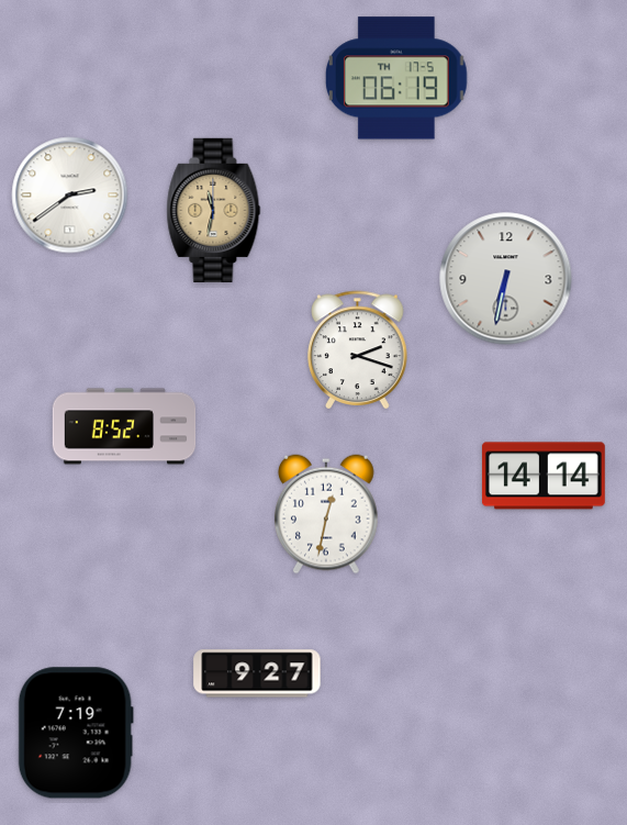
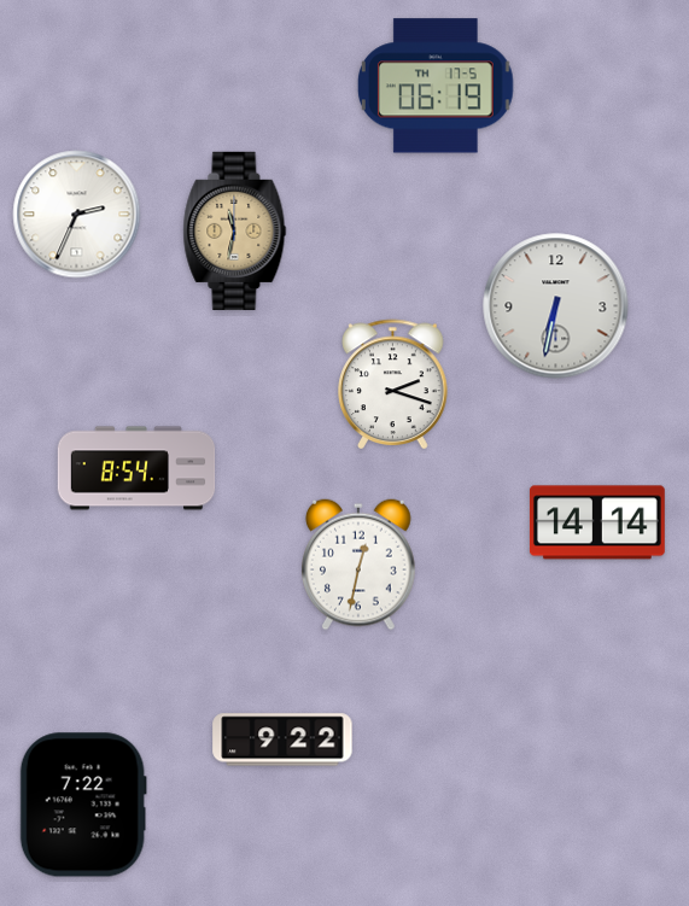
clock at (70, 196): 2:39 -> 2:34
clock at (124, 426): 8:52 -> 8:54
clock at (257, 673): 9:27 -> 9:22
clock at (76, 733): 7:19 -> 7:22
